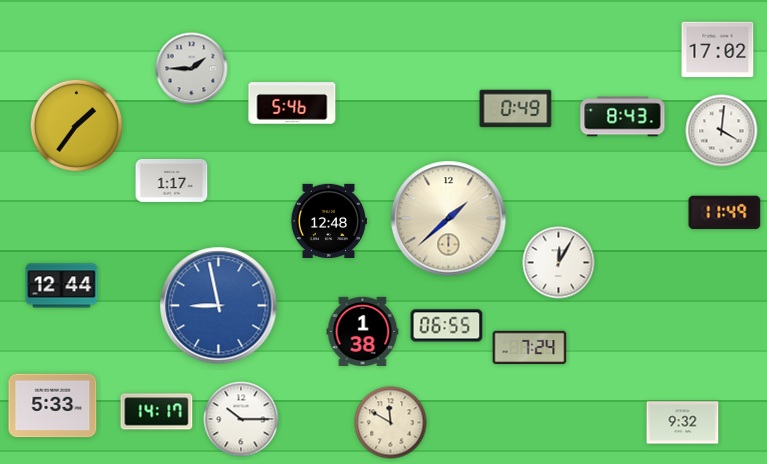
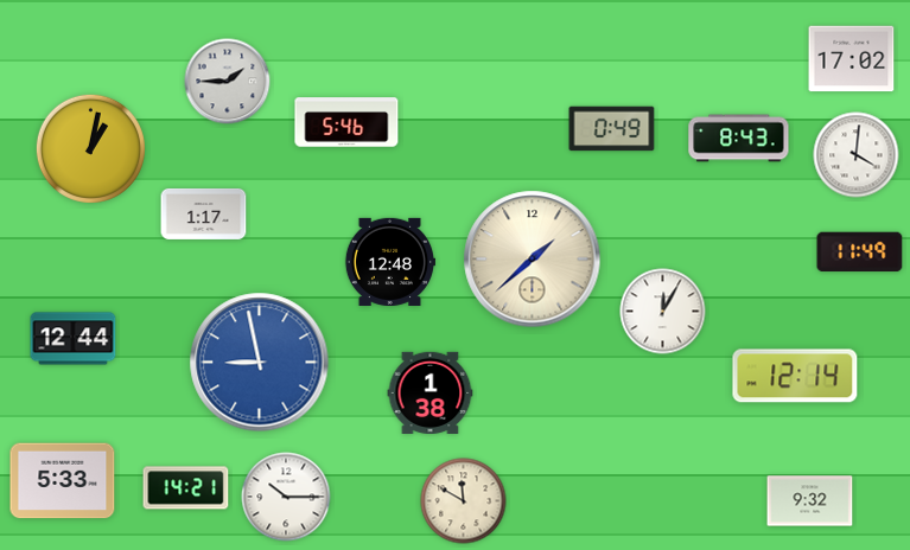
clock at (76, 125): 1:36 -> 1:02
clock at (795, 376): none -> 12:14
clock at (447, 326): 06:55 -> none
clock at (530, 348): 7:24 -> none
clock at (157, 412): 14:17 -> 14:21
